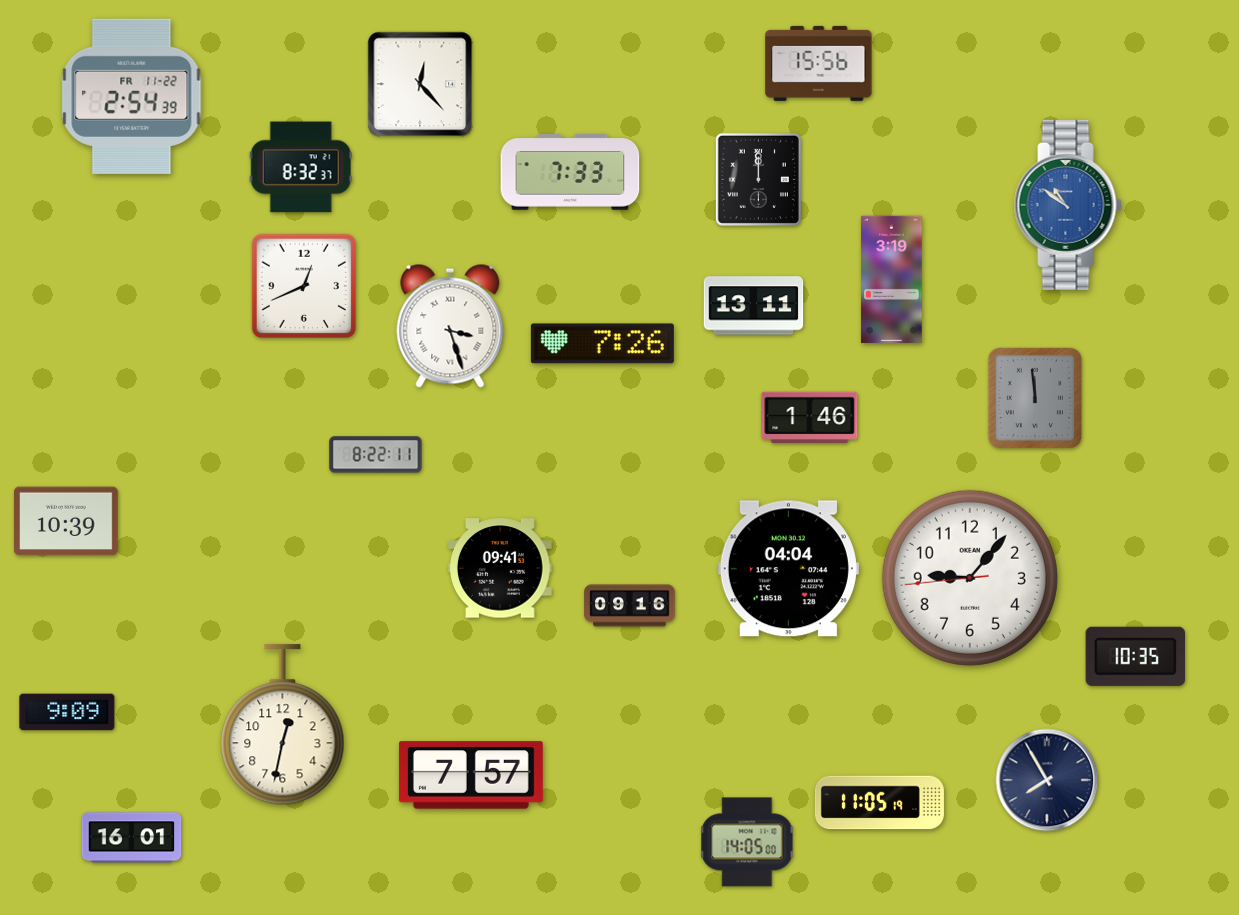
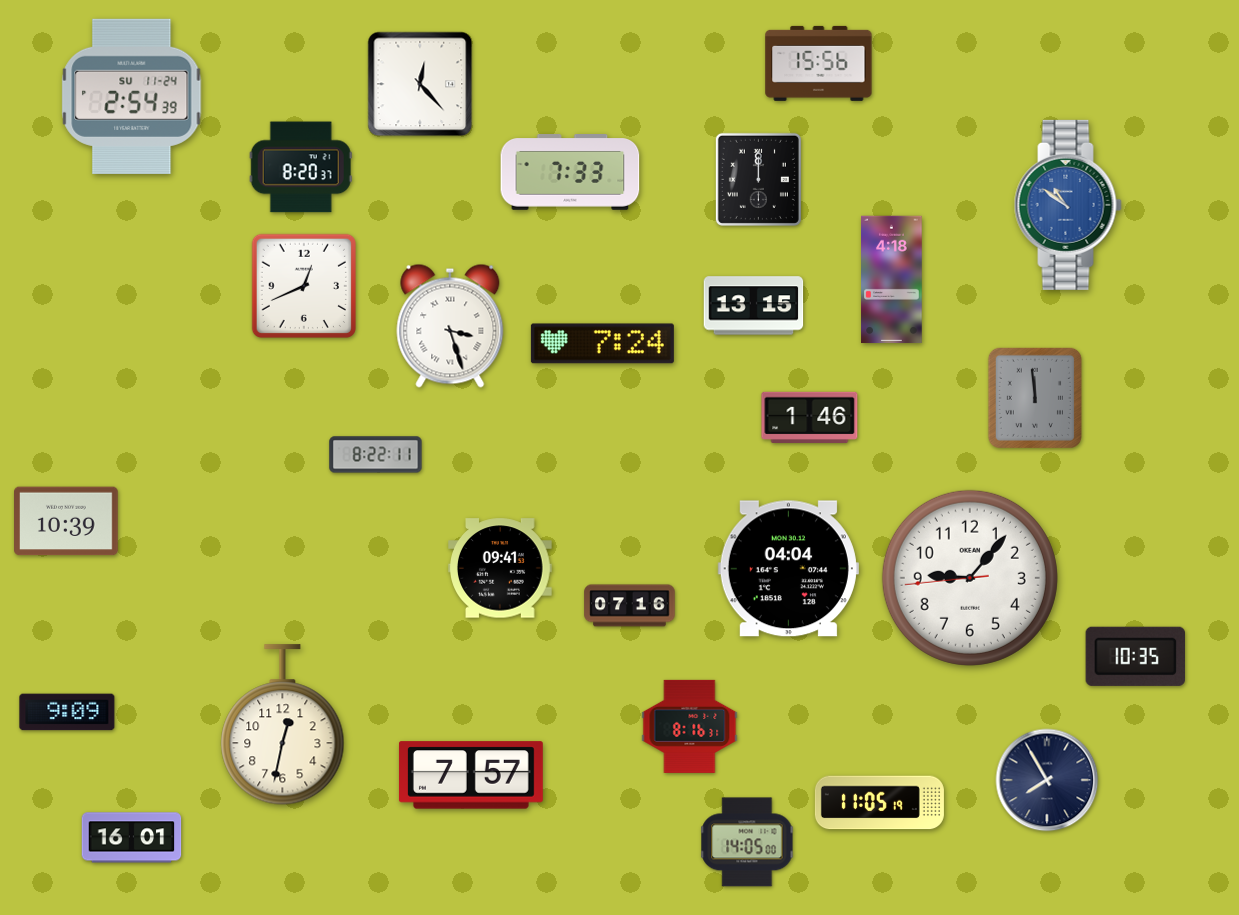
clock at (132, 96) date: FR 11-22 -> SU 11-24
clock at (301, 167): 8:32 -> 8:20
clock at (892, 280): 3:19 -> 4:18
clock at (754, 306): 13:11 -> 13:15
clock at (602, 344): 7:26 -> 7:24
clock at (630, 606): 09:16 -> 07:16
clock at (690, 726): none -> 8:16
